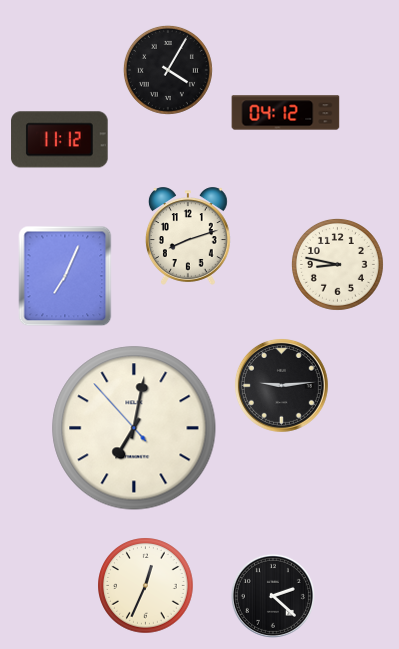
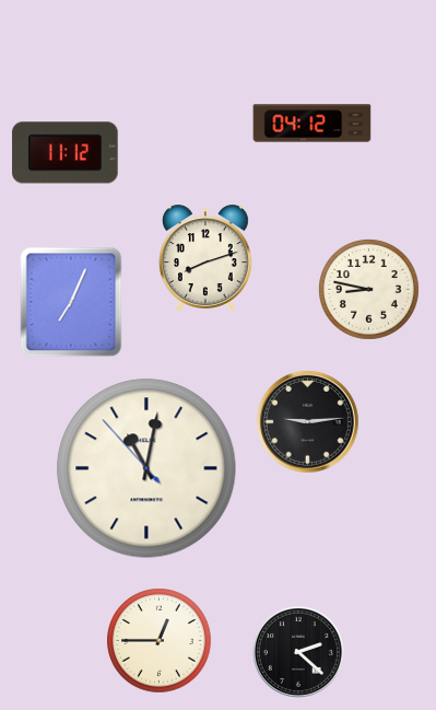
clock at (168, 70): 4:05 -> none
clock at (134, 428): 7:01 -> 11:01
clock at (146, 586): 12:34 -> 12:45
